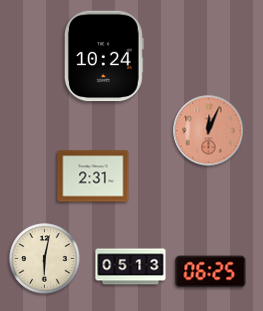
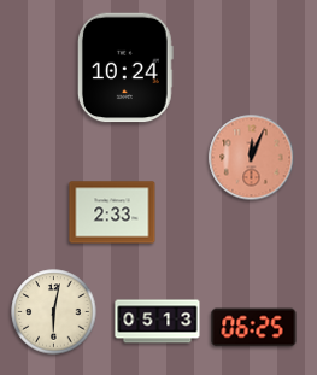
clock at (93, 176): 2:31 -> 2:33
